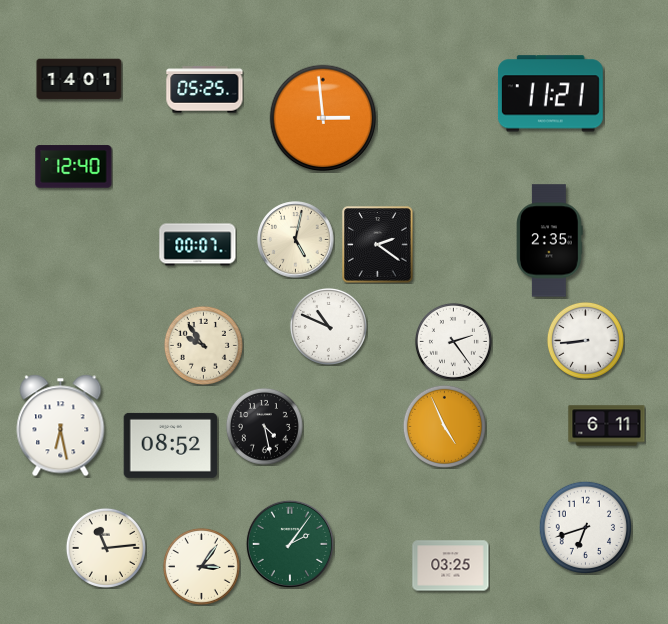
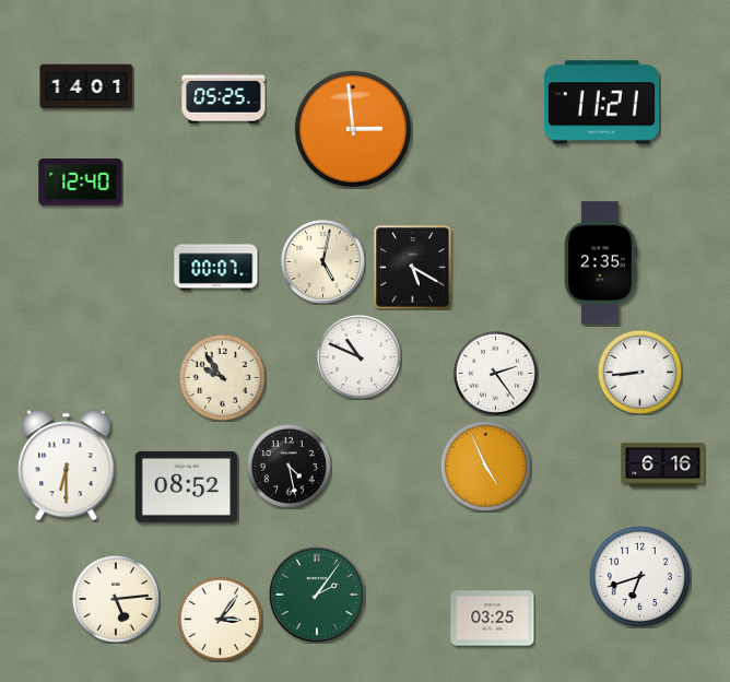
clock at (378, 245): 2:21 -> 5:20
clock at (61, 426): 6:28 -> 6:30
clock at (607, 426): 6:11 -> 6:16
clock at (106, 548): 11:14 -> 5:14
